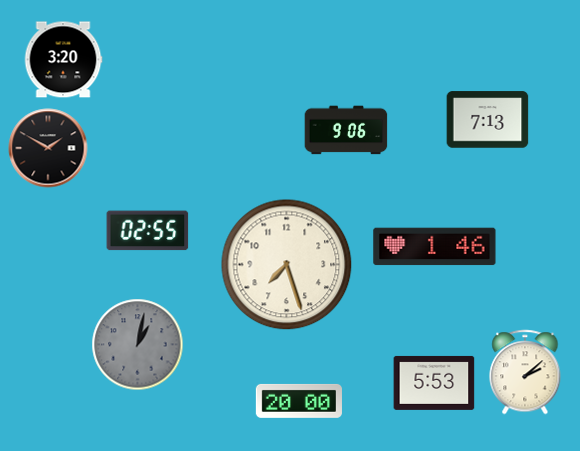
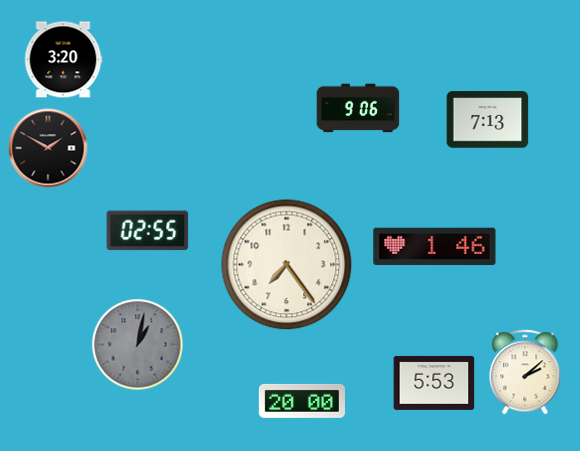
clock at (346, 130) position: (346, 130) -> (358, 108)
clock at (287, 265): 7:27 -> 7:24
clock at (299, 401) position: (299, 401) -> (302, 401)
